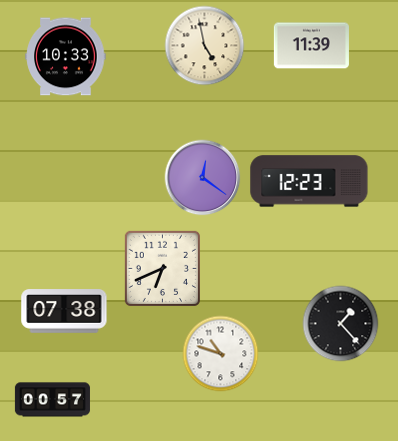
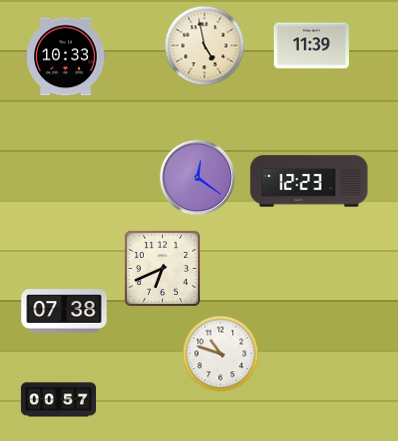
clock at (203, 178) position: (203, 178) -> (198, 178)
clock at (341, 324): 1:23 -> none
clock at (52, 400) position: (52, 400) -> (58, 400)
